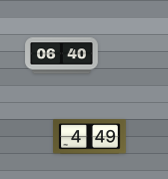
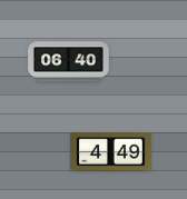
clock at (90, 137) position: (90, 137) -> (111, 152)
